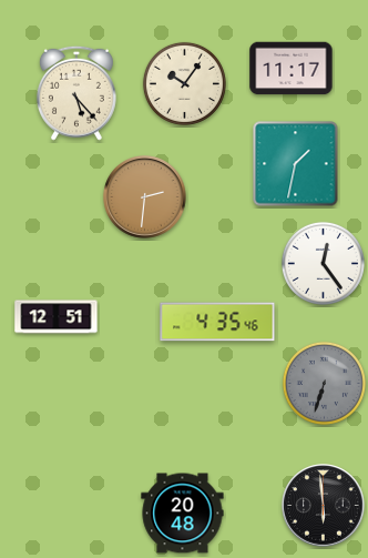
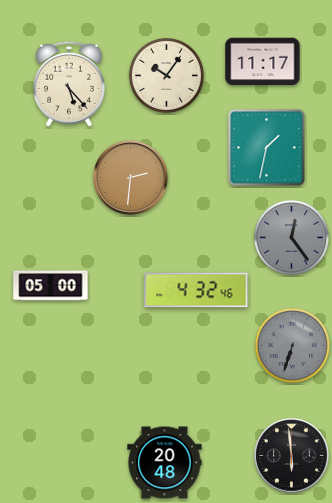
clock at (323, 263) dial: white -> grey
clock at (57, 317): 12:51 -> 05:00
clock at (217, 322): 4:35 -> 4:32
